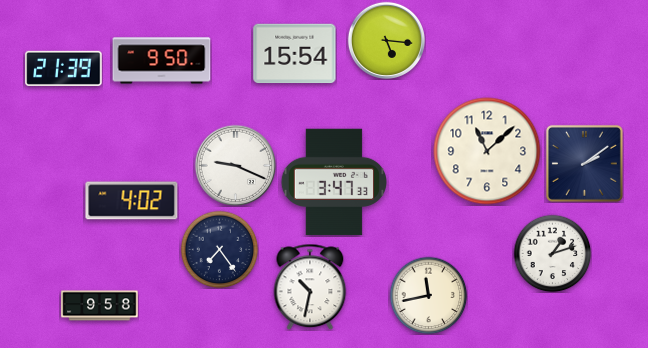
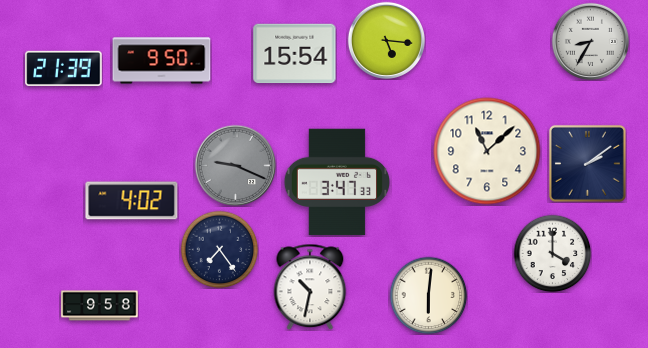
clock at (590, 41): none -> 8:35
clock at (584, 163) position: (584, 163) -> (587, 163)
clock at (235, 165) dial: white -> grey
clock at (333, 182) position: (333, 182) -> (336, 182)
clock at (552, 253): 1:12 -> 4:00
clock at (428, 295): 11:43 -> 6:01
